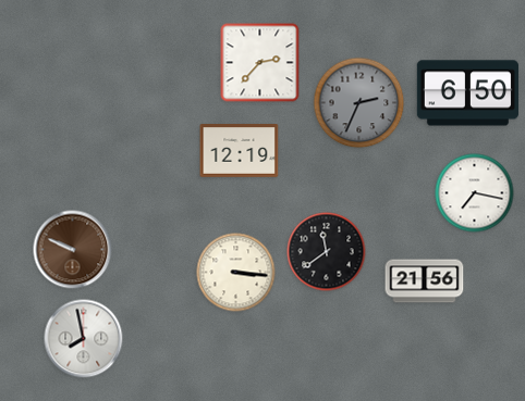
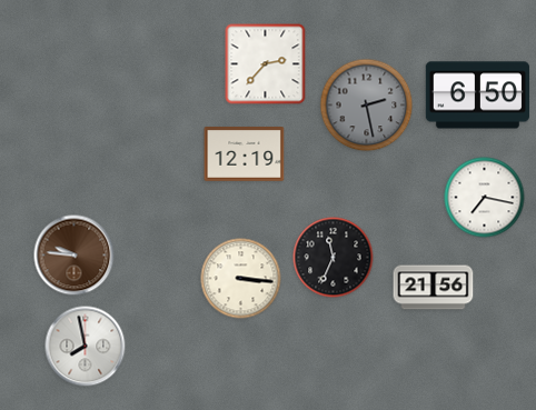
clock at (359, 103): 2:34 -> 2:28
clock at (73, 250): 9:49 -> 9:46
clock at (327, 252): 11:39 -> 11:34
